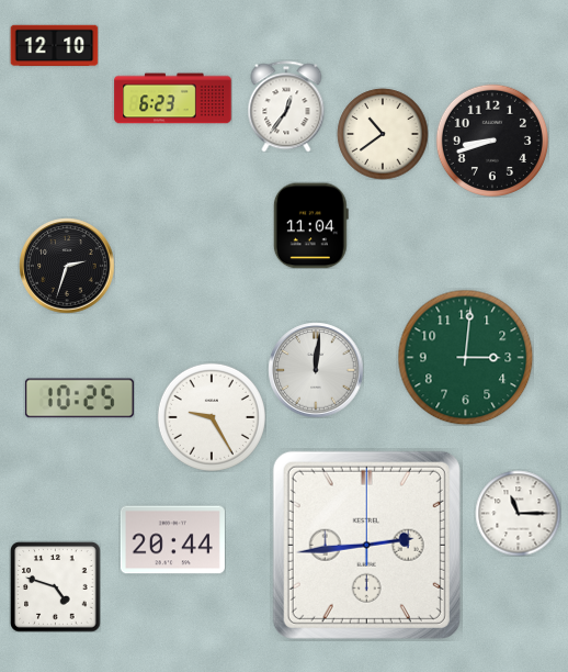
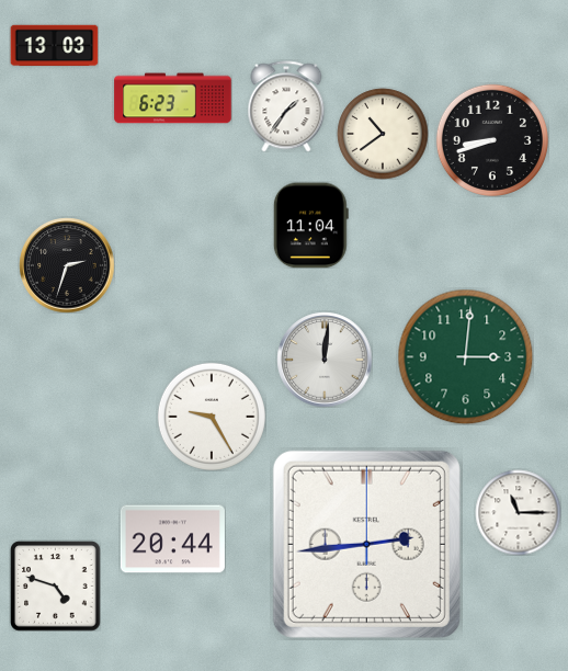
clock at (54, 46): 12:10 -> 13:03
clock at (286, 107): 12:36 -> 1:36
clock at (316, 370) position: (316, 370) -> (325, 360)
clock at (79, 399): 10:25 -> none
